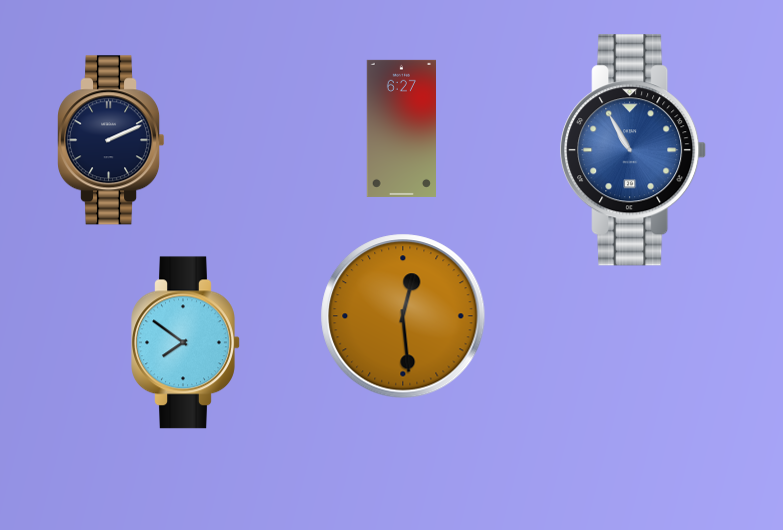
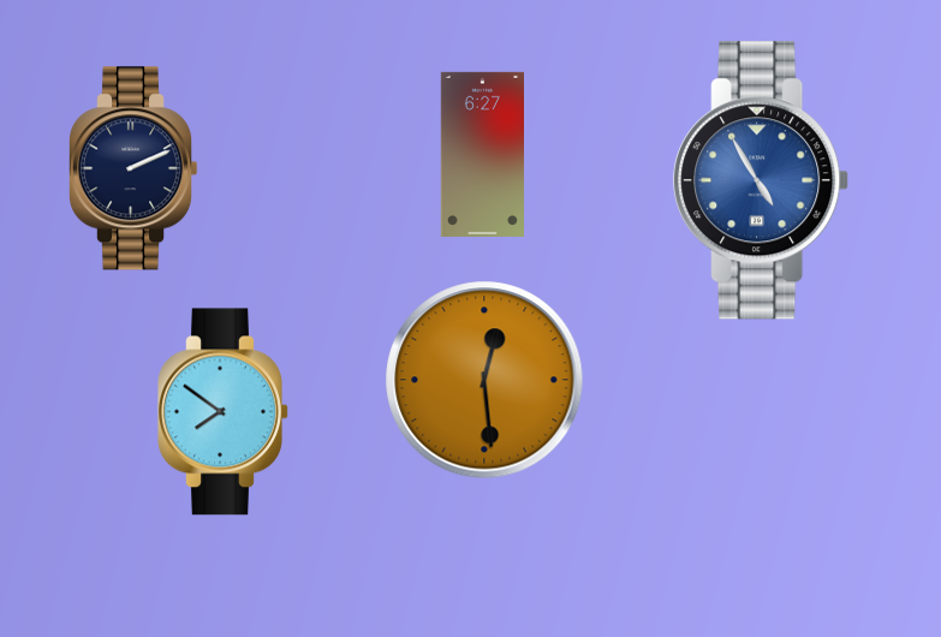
clock at (634, 150): 10:55 -> 4:55
